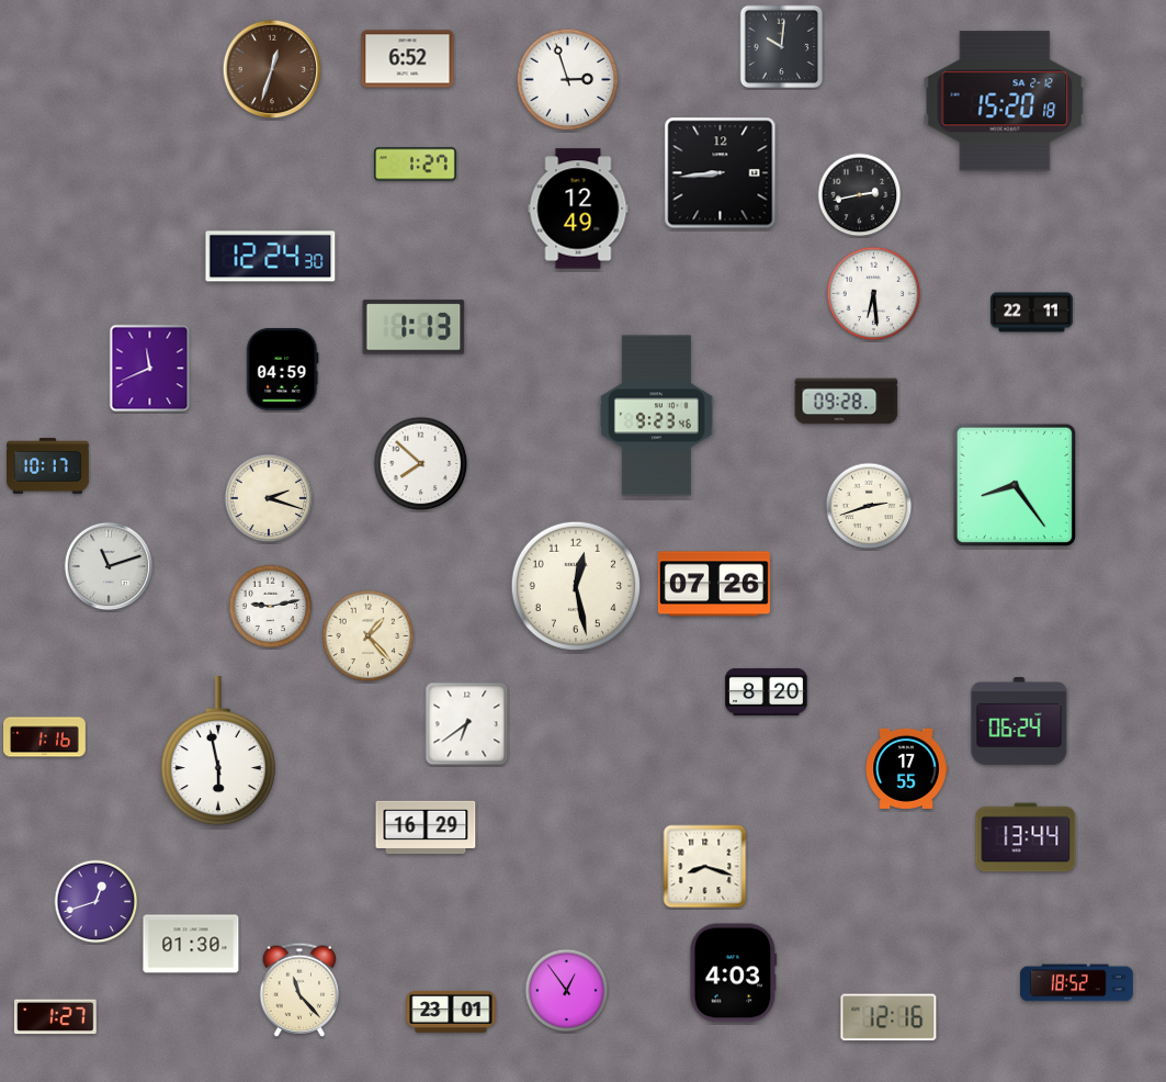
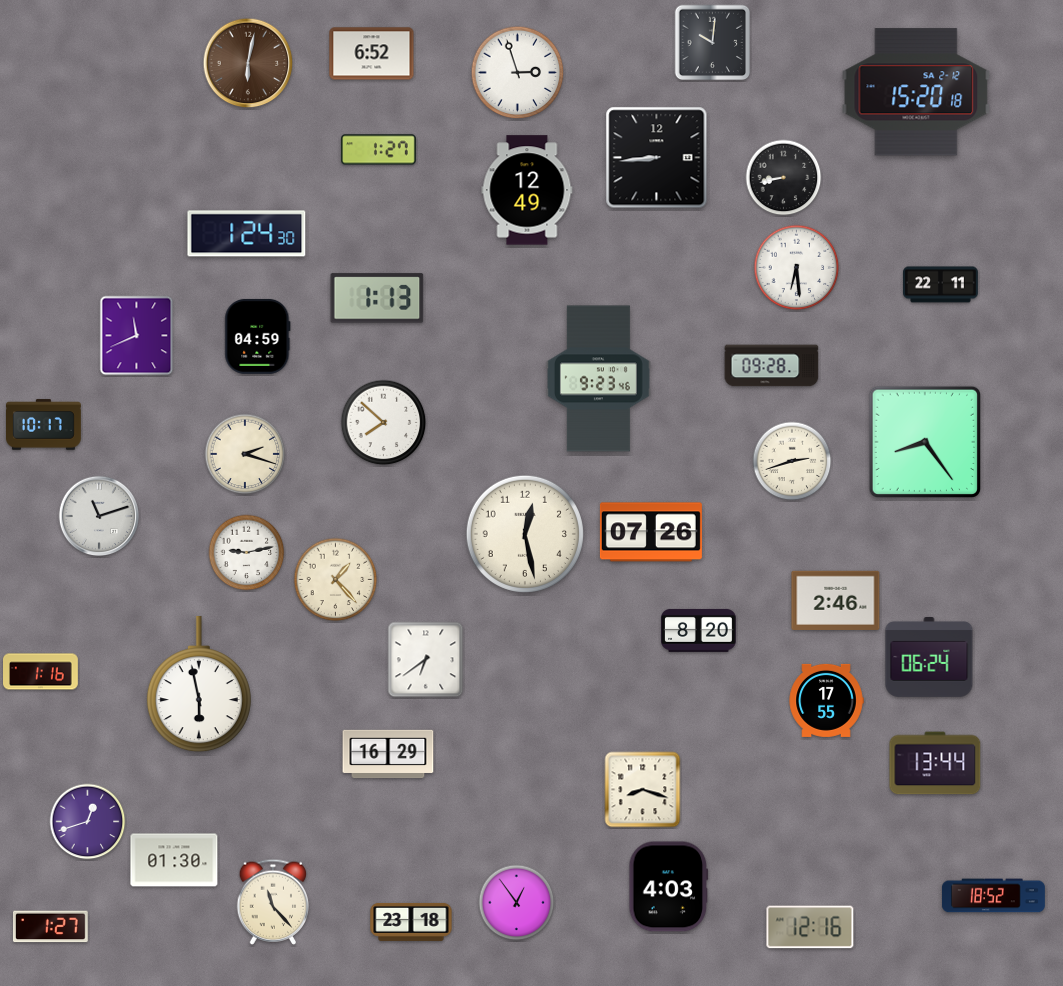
clock at (272, 69): 12:33 -> 6:02
clock at (860, 195): 2:43 -> 8:43
clock at (271, 257): 12:24 -> 1:24
clock at (836, 600): none -> 2:46
clock at (1076, 983) position: (1076, 983) -> (993, 896)
clock at (451, 1012): 23:01 -> 23:18
